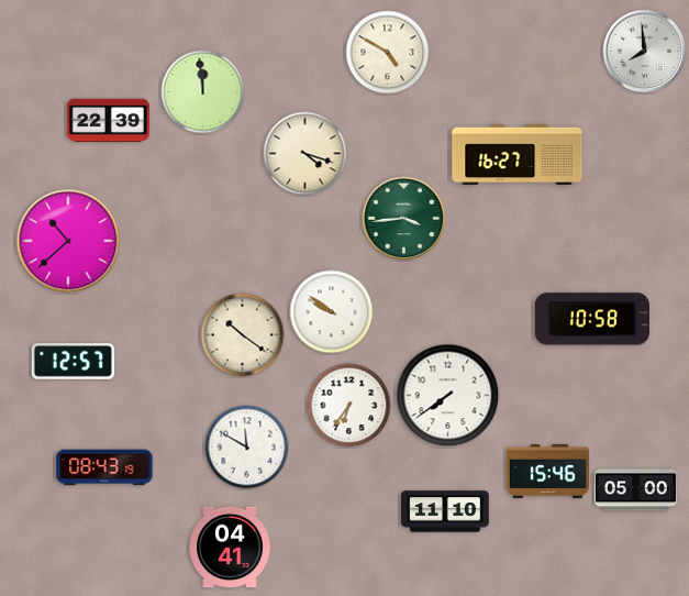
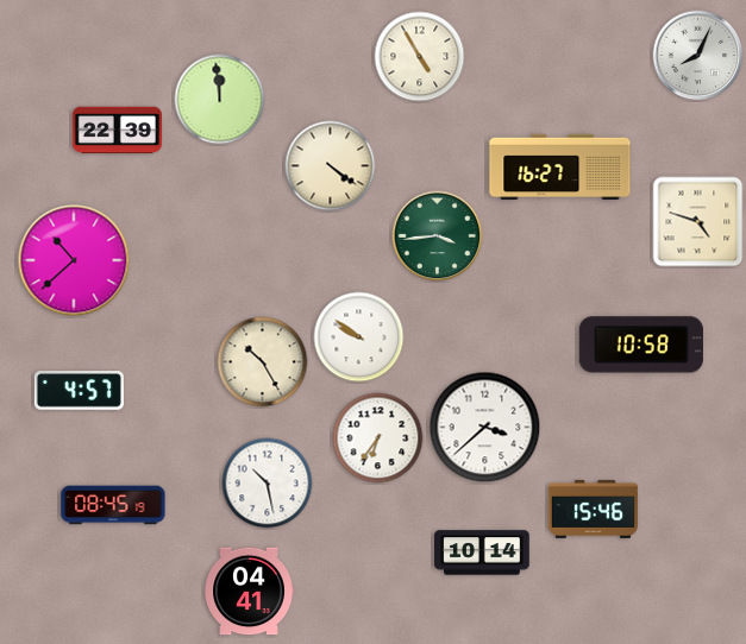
clock at (645, 52): 7:59 -> 8:04
clock at (388, 53): 4:50 -> 4:55
clock at (305, 154): 4:18 -> 4:21
clock at (698, 222): none -> 4:48
clock at (243, 335): 10:21 -> 10:25
clock at (73, 362): 12:57 -> 4:57
clock at (448, 396): 7:39 -> 3:38
clock at (247, 448): 11:50 -> 10:28
clock at (104, 467): 08:43 -> 08:45
clock at (635, 490): 05:00 -> none
clock at (445, 511): 11:10 -> 10:14
